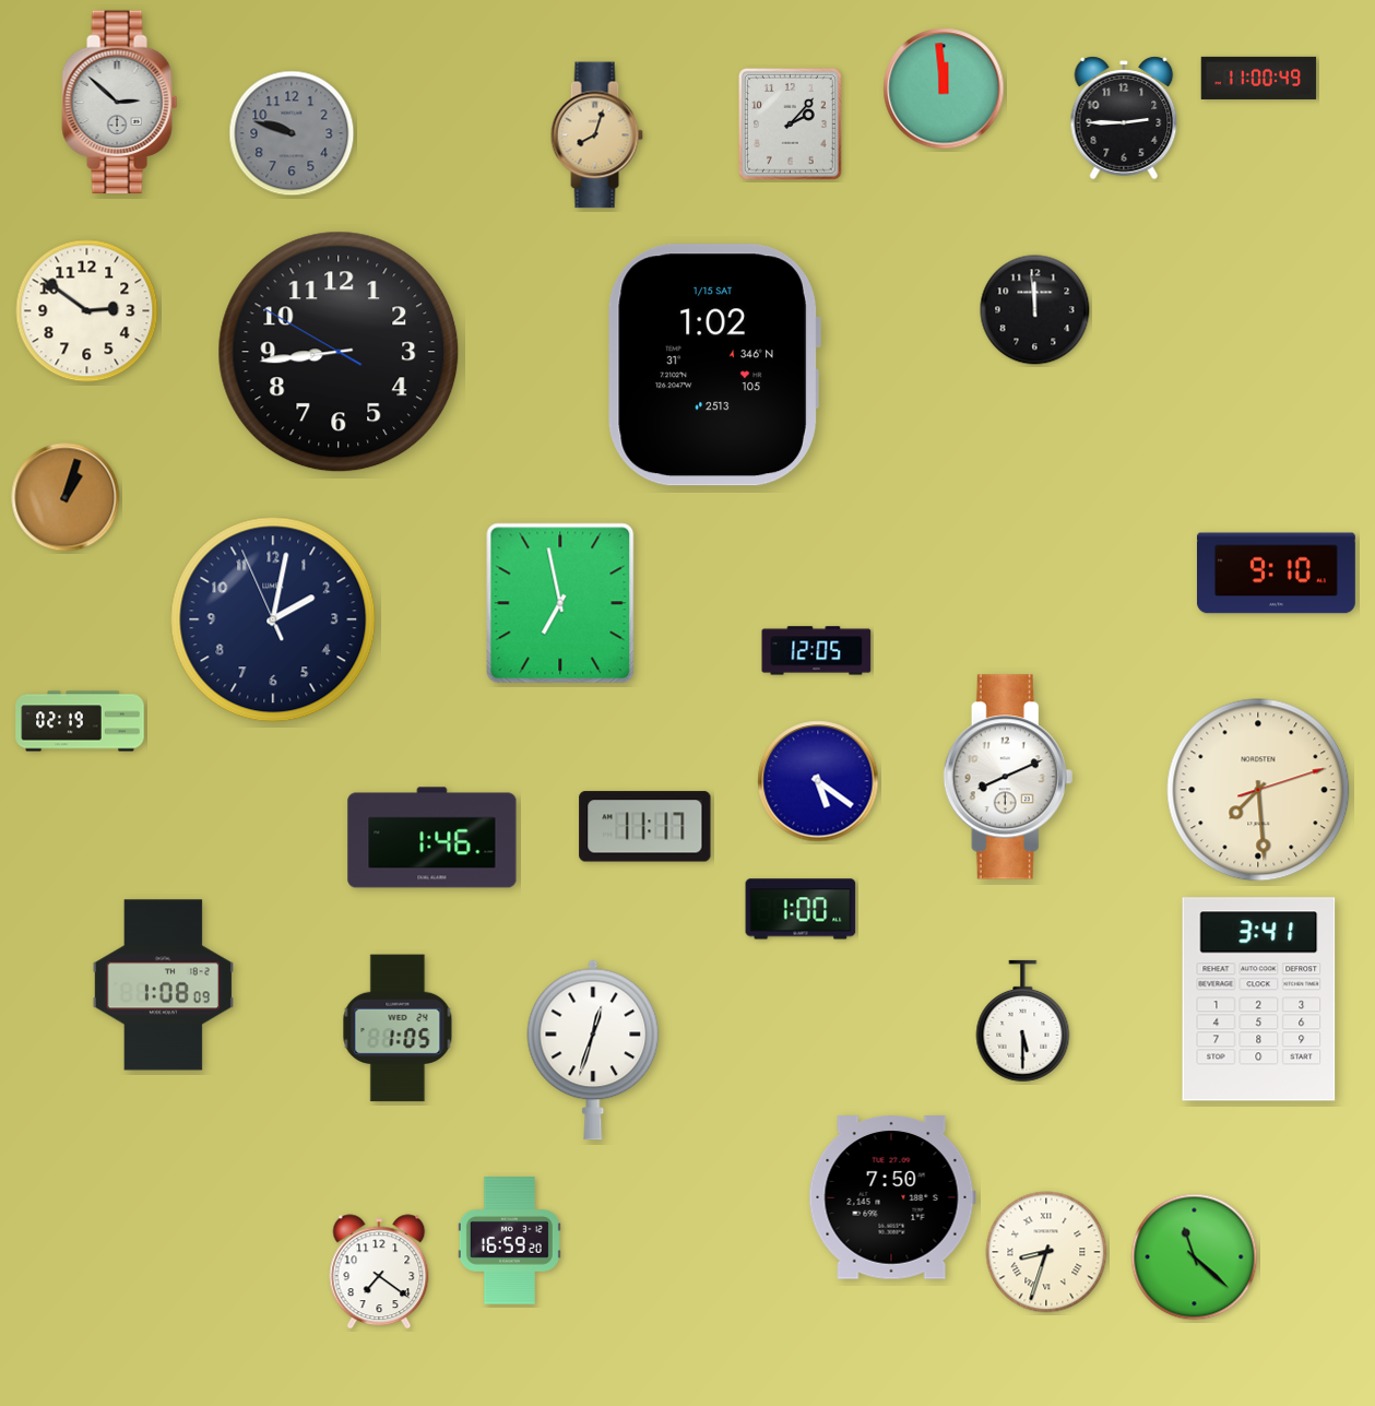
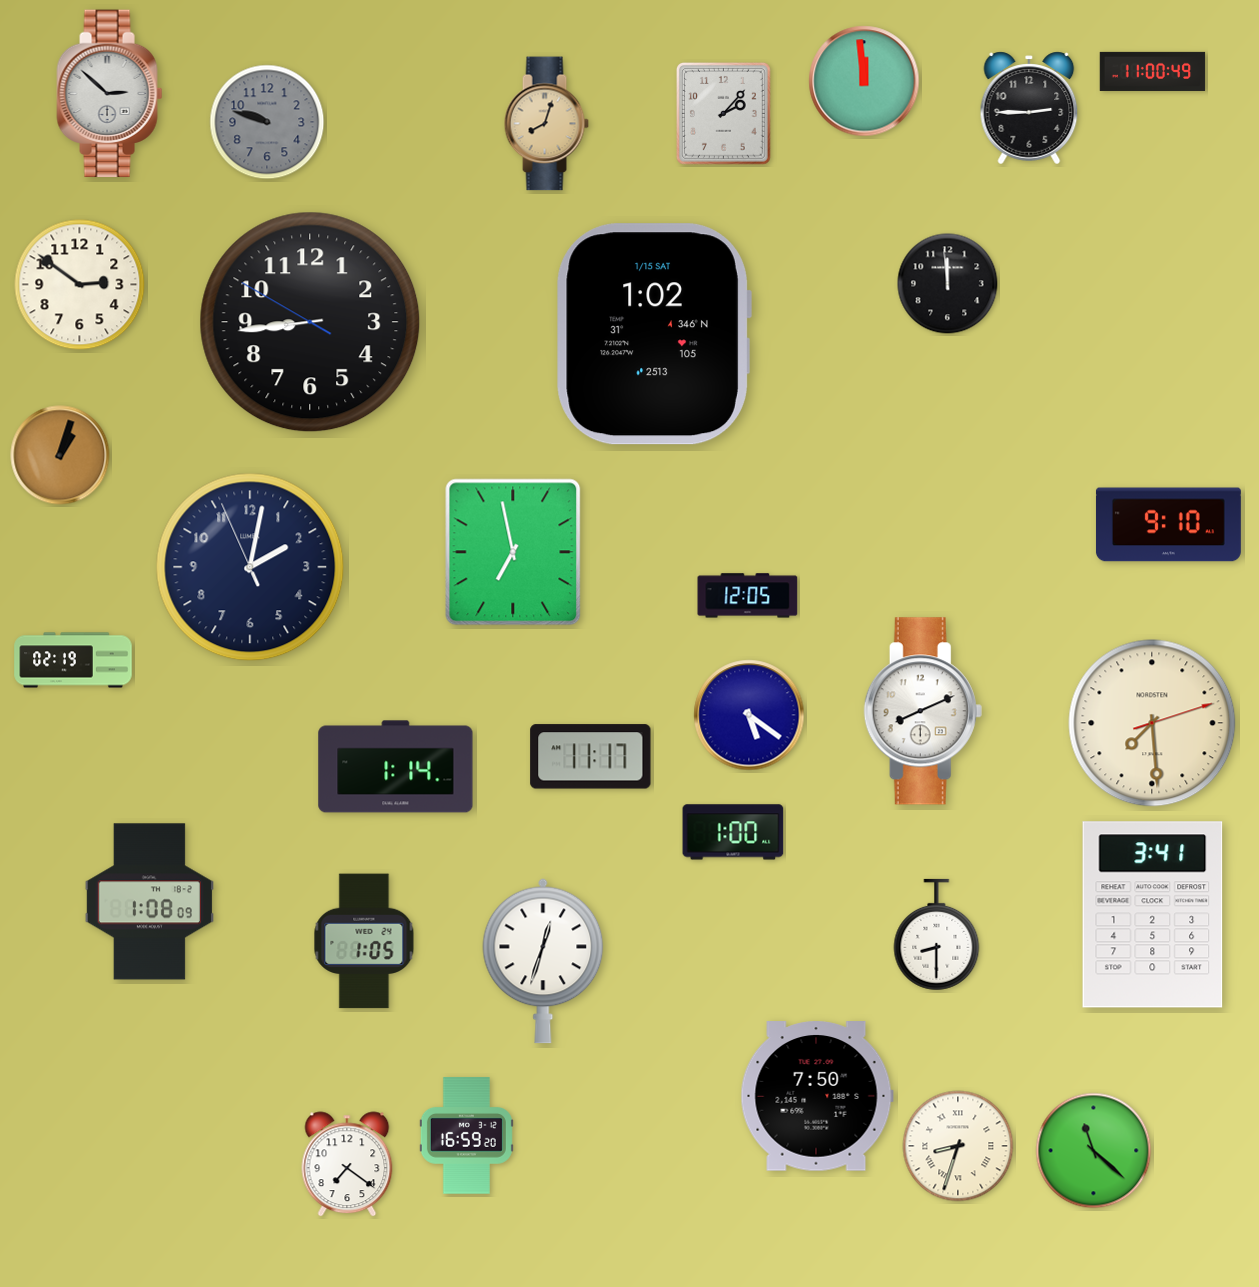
clock at (432, 838): 1:46 -> 1:14
clock at (1023, 1021): 5:30 -> 8:30
